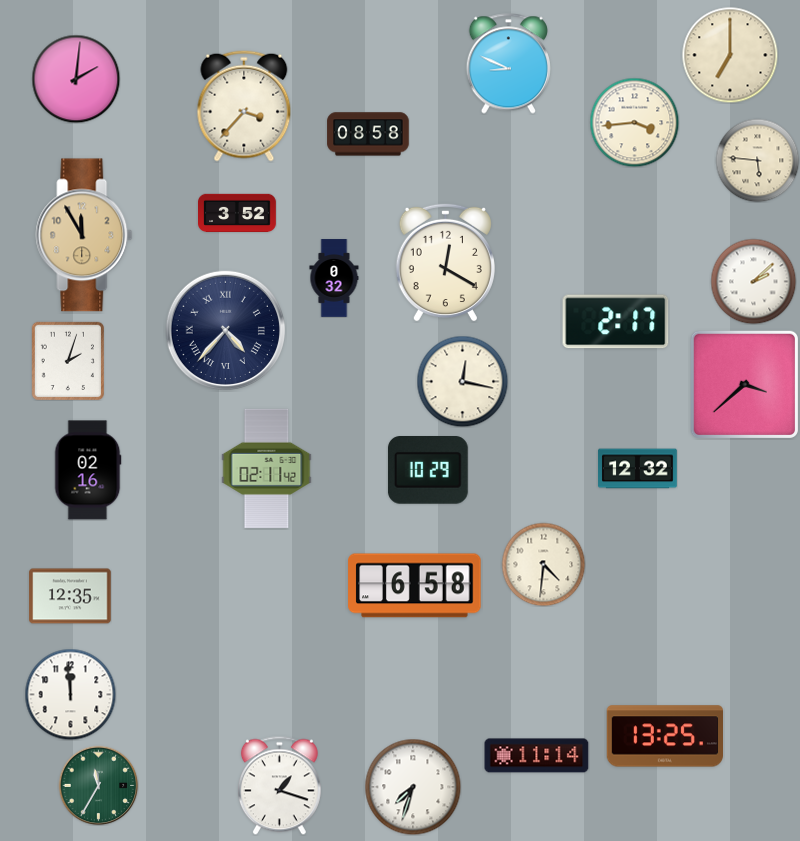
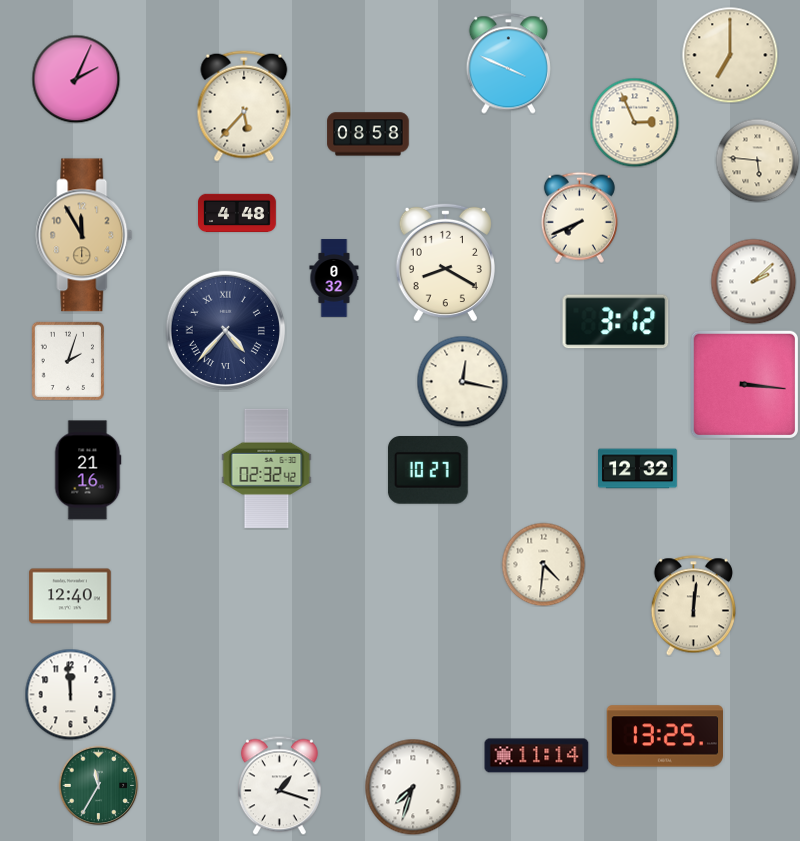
clock at (508, 64): 8:49 -> 3:49
clock at (76, 79): 2:01 -> 2:04
clock at (244, 106): 3:37 -> 5:37
clock at (634, 122): 3:44 -> 2:56
clock at (238, 213): 3:52 -> 4:48
clock at (579, 217): none -> 7:41
clock at (445, 262): 12:20 -> 8:20
clock at (616, 322): 2:17 -> 3:12
clock at (744, 384): 3:38 -> 3:16
clock at (267, 468): 02:11 -> 02:32
clock at (88, 470): 02:16 -> 21:16
clock at (428, 471): 10:29 -> 10:27
clock at (415, 586): 6:58 -> none
clock at (70, 596): 12:35 -> 12:40
clock at (693, 606): none -> 12:01
